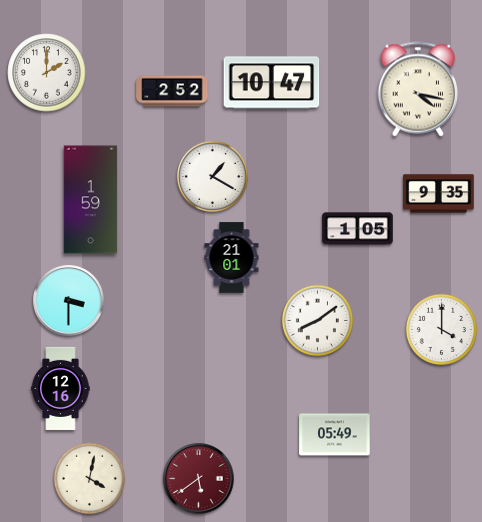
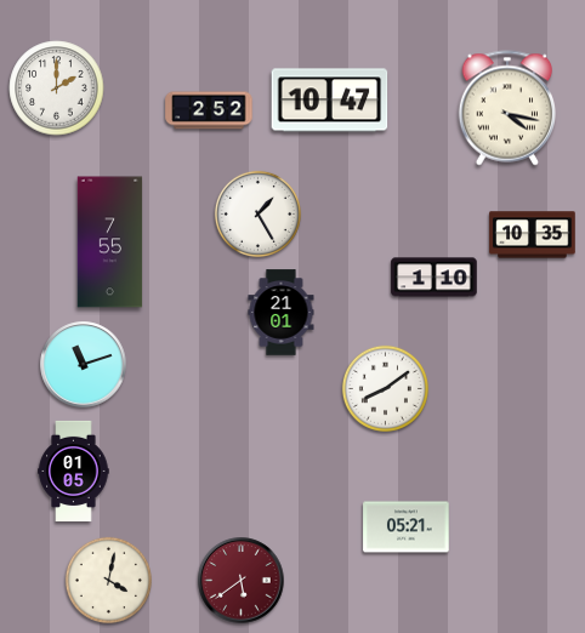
clock at (212, 176): 1:20 -> 1:25
clock at (439, 194): 9:35 -> 10:35
clock at (91, 200): 1:59 -> 7:55
clock at (358, 229): 1:05 -> 1:10
clock at (69, 301): 3:30 -> 11:12
clock at (441, 329): 4:00 -> none
clock at (61, 388): 12:16 -> 01:05
clock at (335, 435): 05:49 -> 05:21
